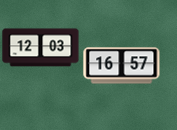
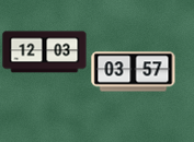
clock at (122, 66): 16:57 -> 03:57
